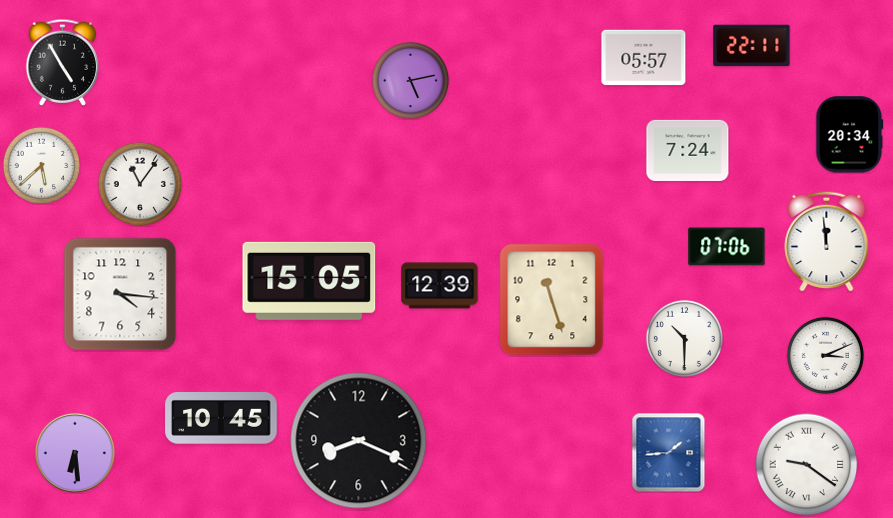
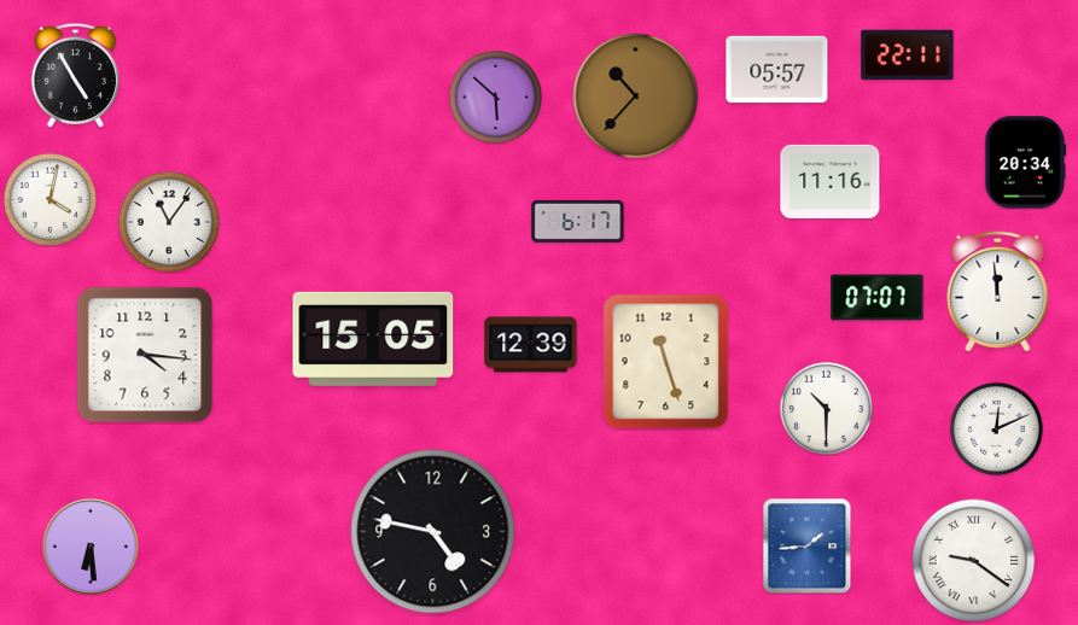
clock at (410, 80): 5:13 -> 5:52
clock at (636, 97): none -> 10:37
clock at (688, 150): 7:24 -> 11:16
clock at (41, 165): 5:38 -> 4:02
clock at (578, 221): none -> 6:17
clock at (727, 247): 07:06 -> 07:07
clock at (825, 355): 3:11 -> 12:11
clock at (221, 419): 10:45 -> none
clock at (359, 441): 8:19 -> 4:47
